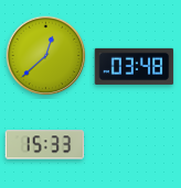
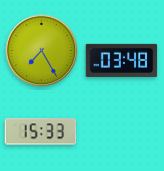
clock at (46, 56): 12:38 -> 7:25
